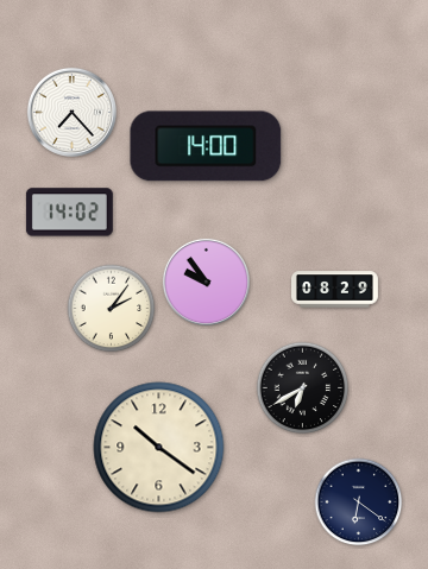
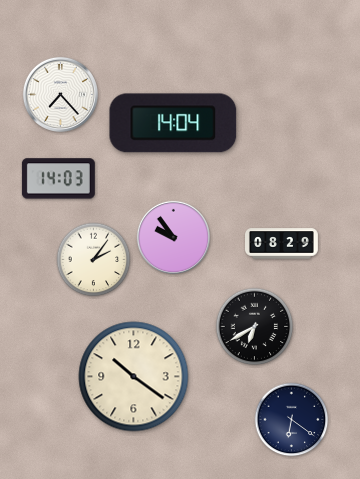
clock at (206, 146): 14:00 -> 14:04
clock at (69, 213): 14:02 -> 14:03
clock at (359, 502) position: (359, 502) -> (292, 420)
